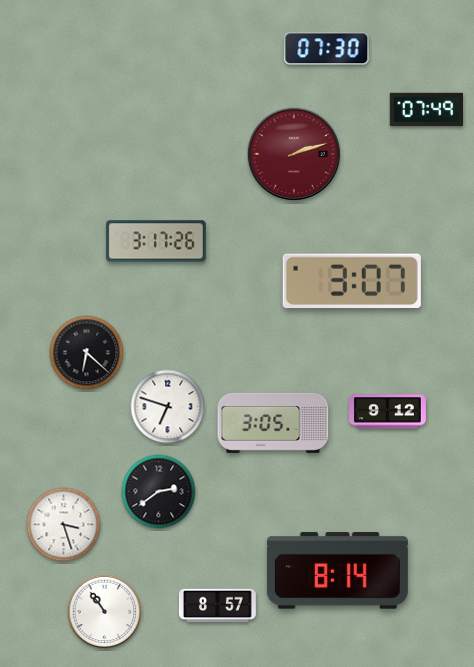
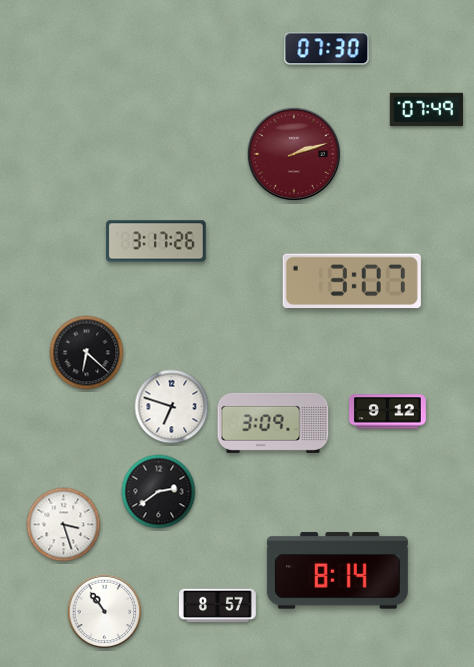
clock at (168, 407) position: (168, 407) -> (172, 407)
clock at (273, 423): 3:05 -> 3:09
